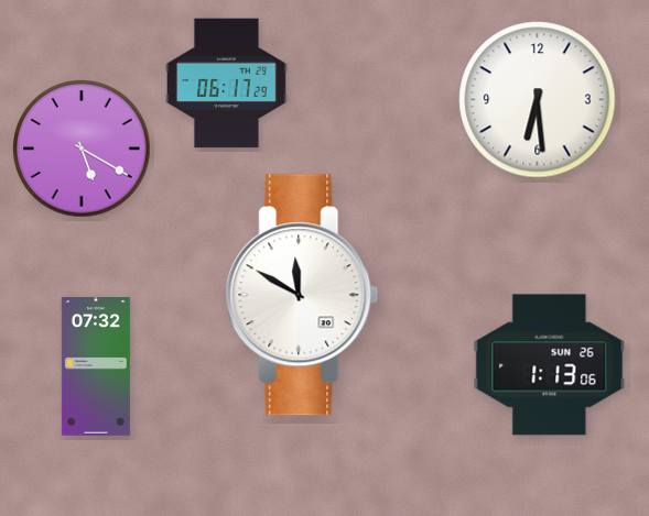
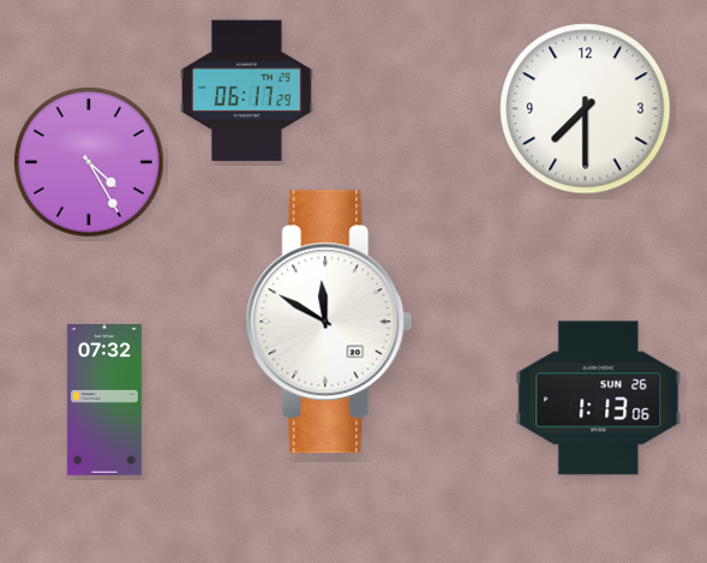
clock at (538, 100): 6:29 -> 7:30
clock at (82, 149): 5:20 -> 4:25
